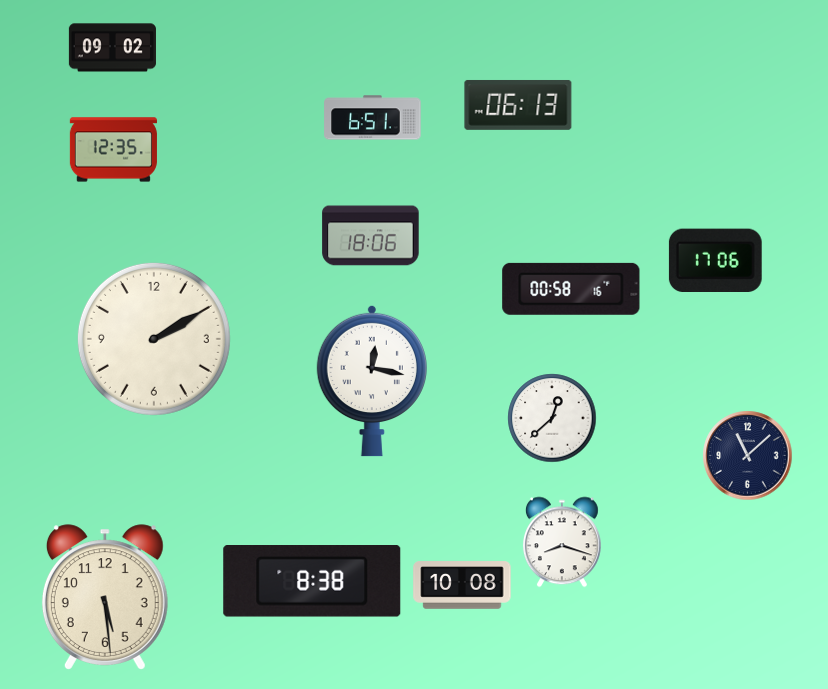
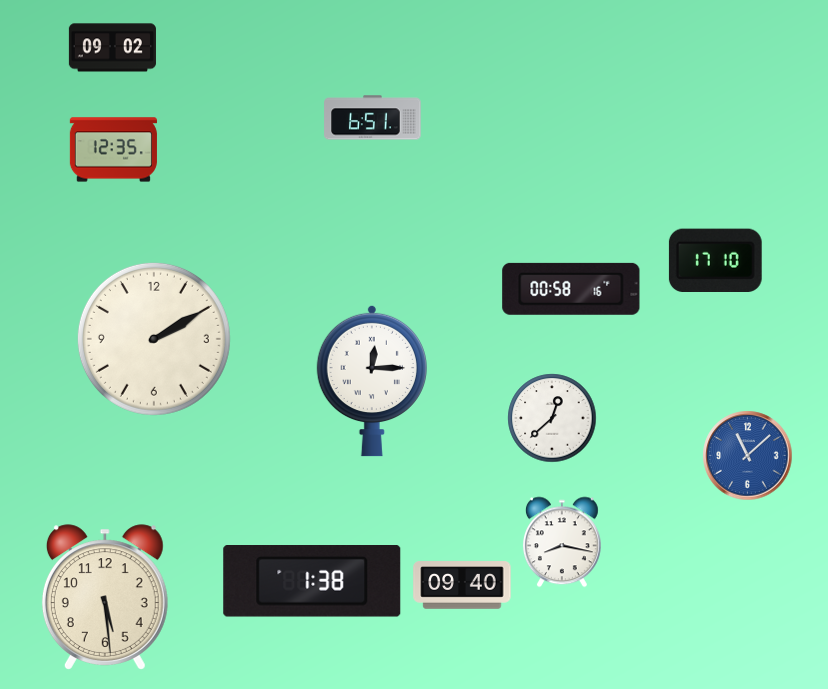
clock at (518, 105): 06:13 -> none
clock at (371, 236): 18:06 -> none
clock at (715, 260): 17:06 -> 17:10
clock at (372, 381): 12:17 -> 12:15
clock at (748, 456) dial: navy -> blue
clock at (562, 542): 8:18 -> 8:17
clock at (312, 582): 8:38 -> 1:38
clock at (462, 585): 10:08 -> 09:40
